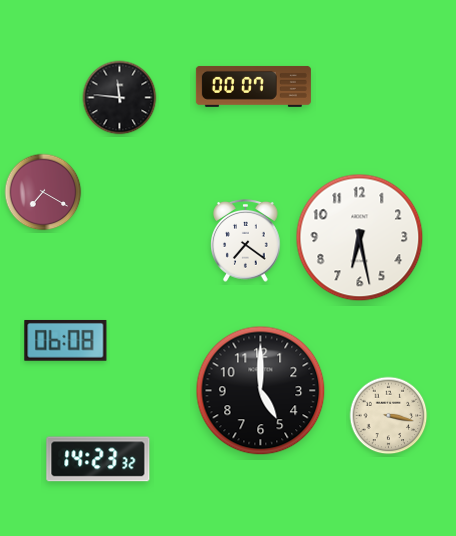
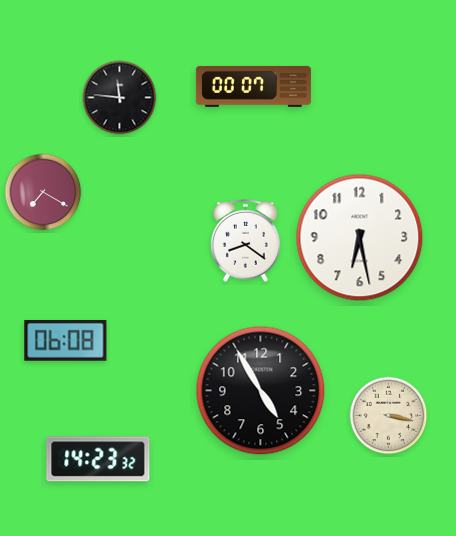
clock at (246, 241): 7:21 -> 8:21
clock at (261, 391): 5:00 -> 4:55
